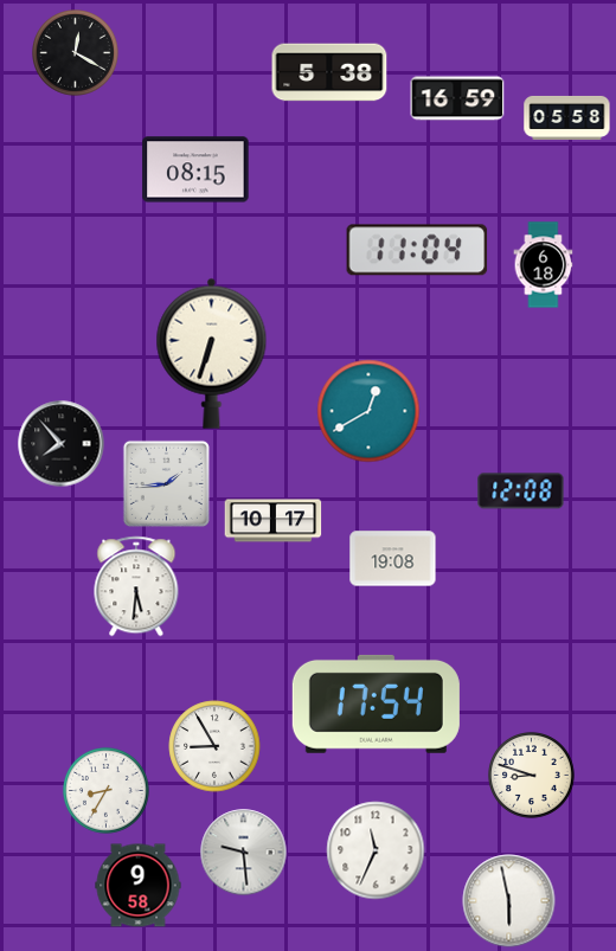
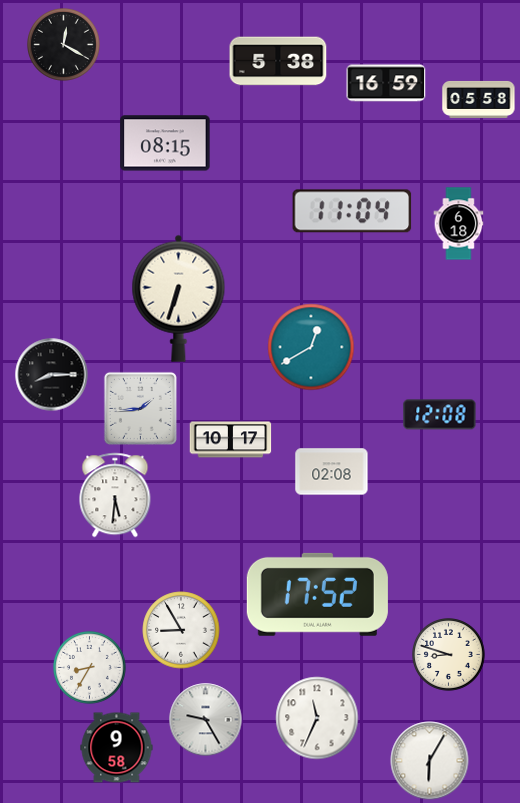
clock at (62, 444): 7:53 -> 8:15
clock at (393, 559): 19:08 -> 02:08
clock at (376, 703): 17:54 -> 17:52
clock at (244, 853): 9:29 -> 9:25
clock at (509, 901): 5:58 -> 6:05
